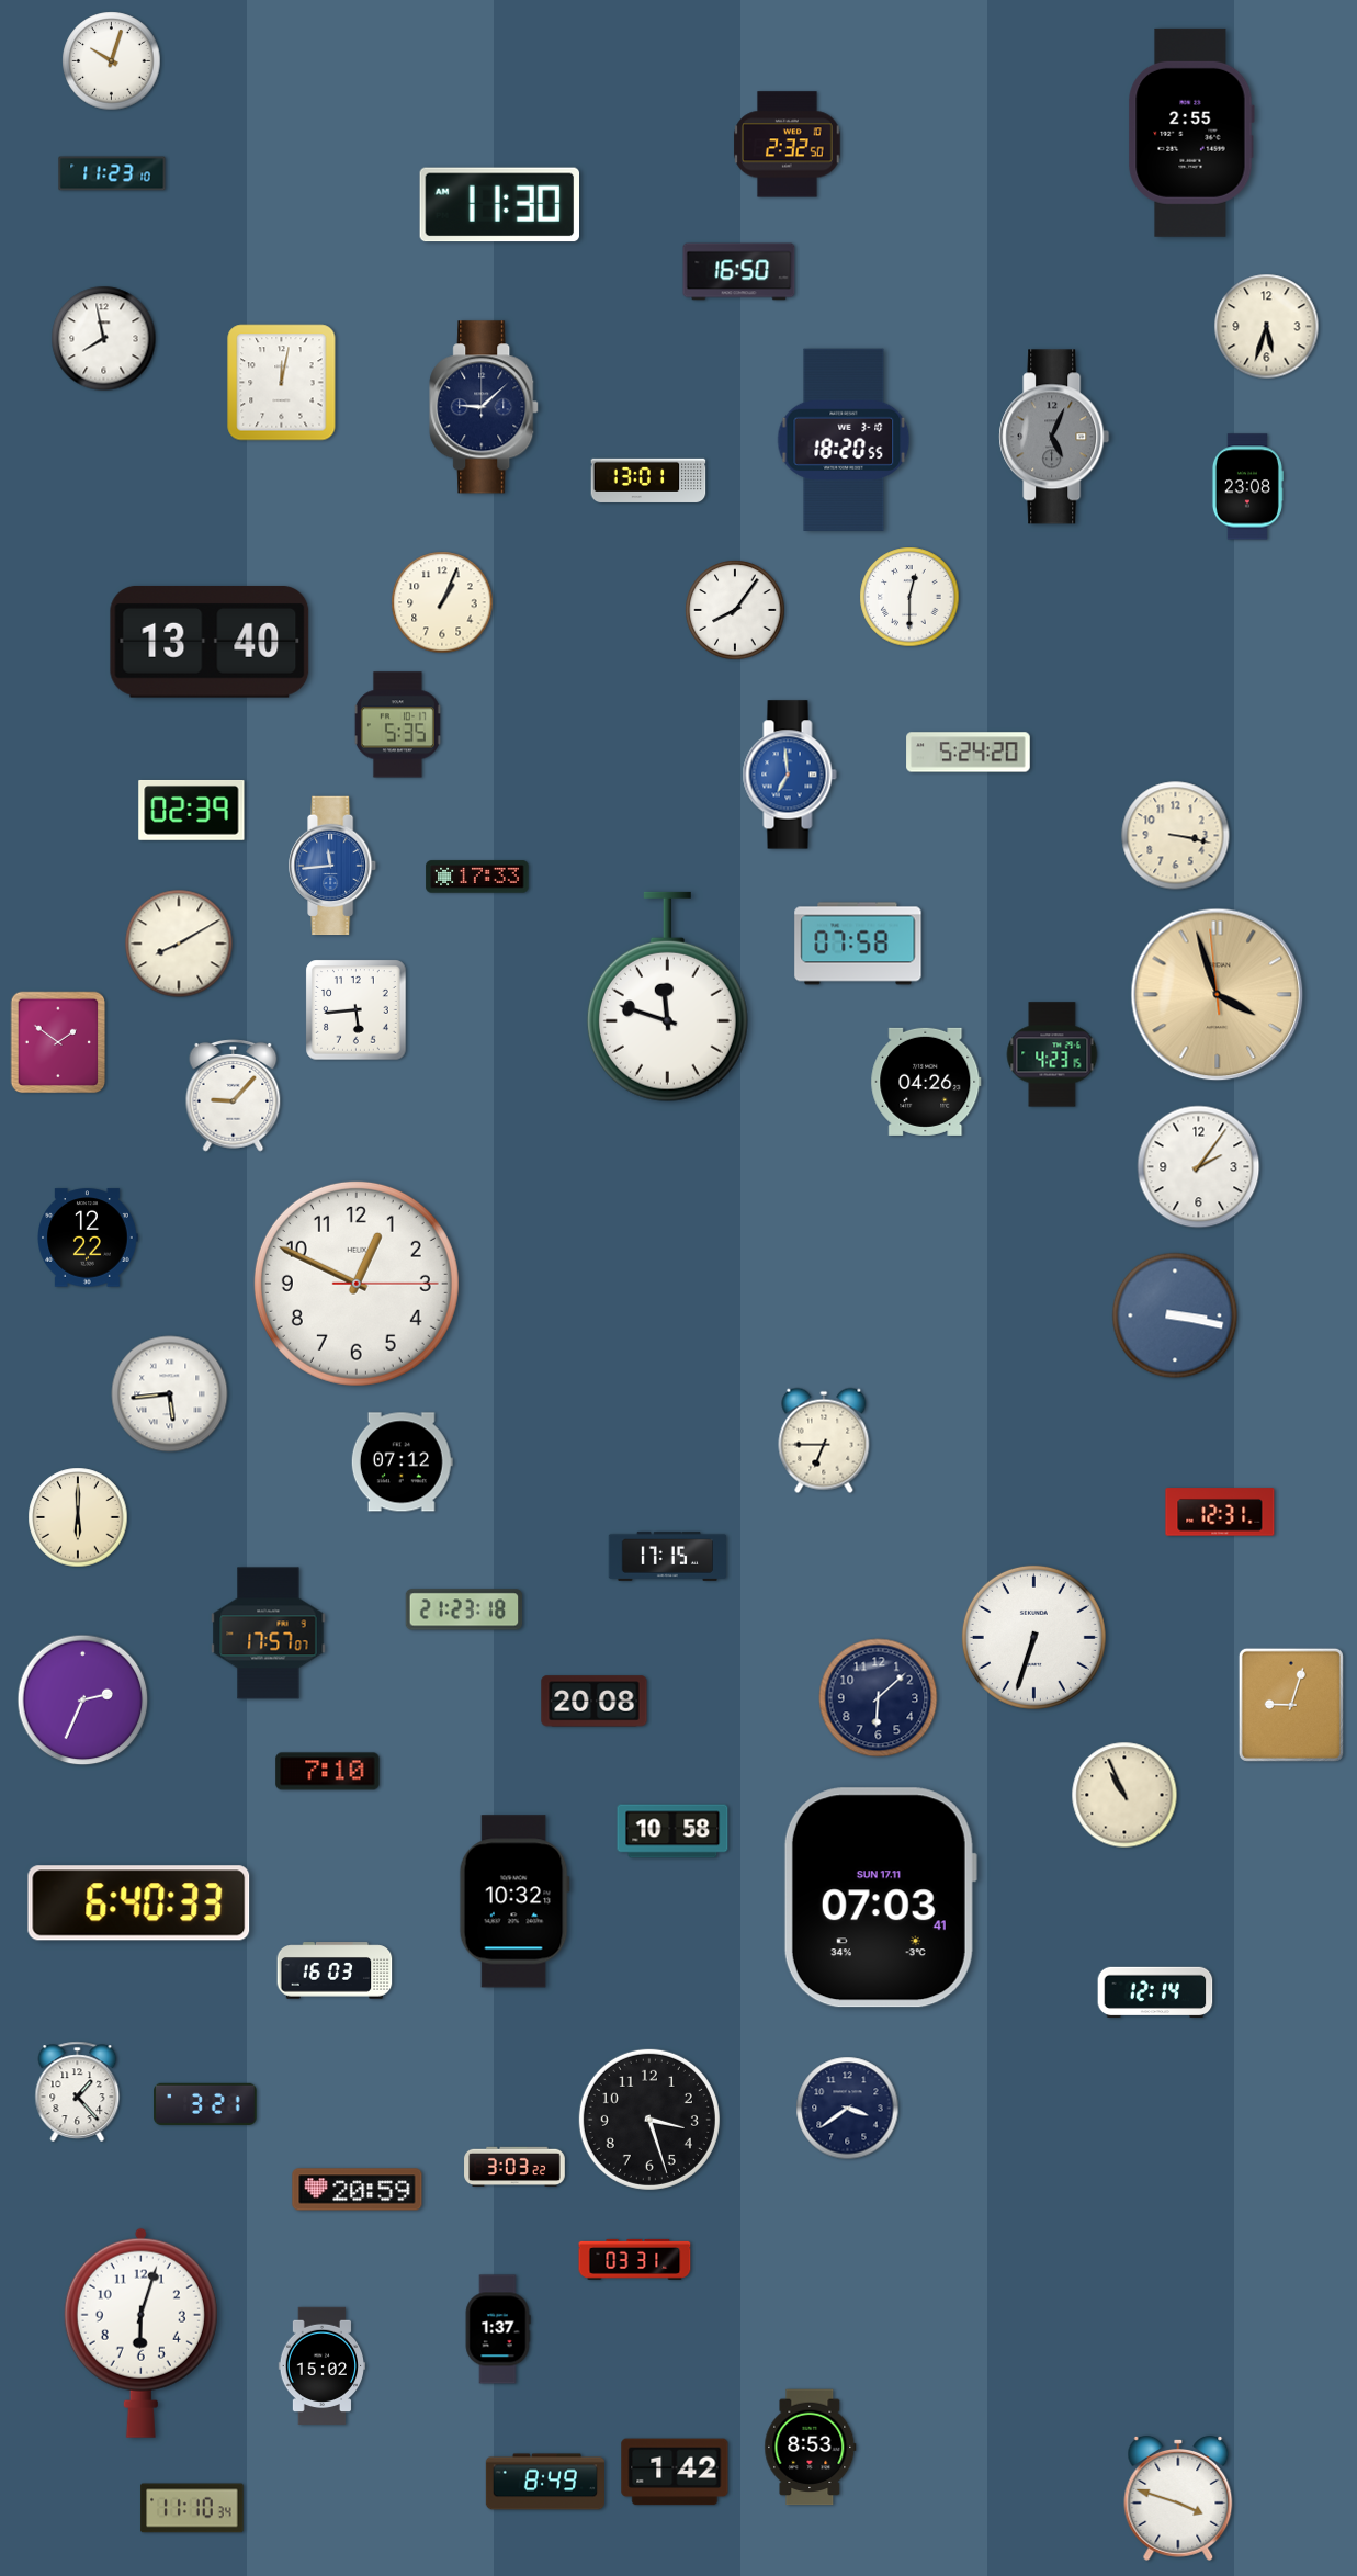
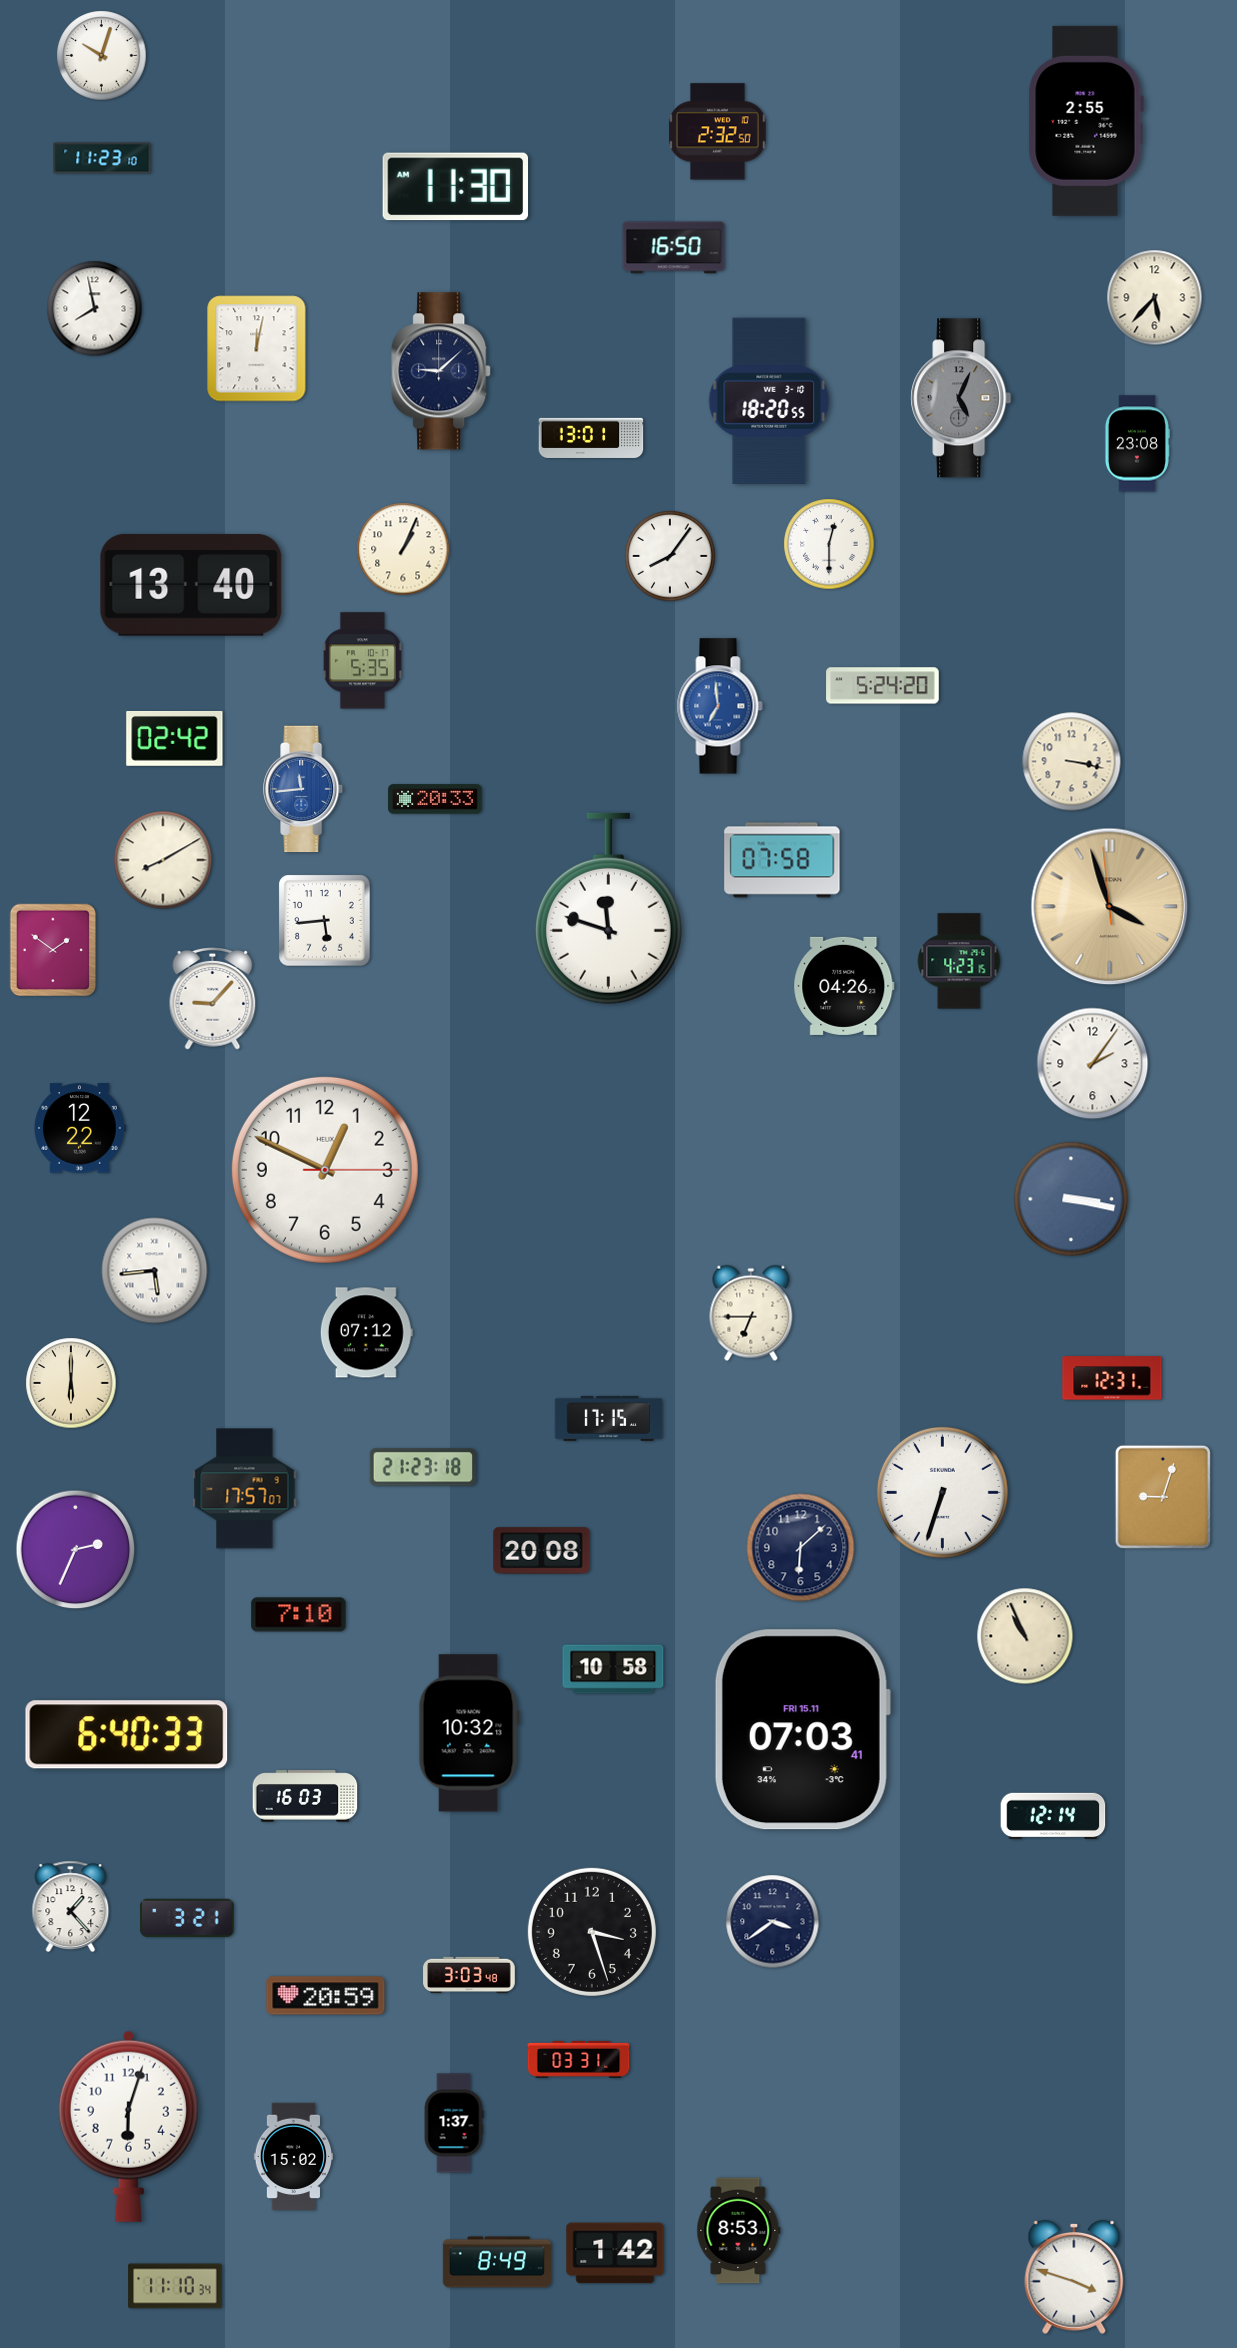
clock at (1267, 327): 5:33 -> 5:37
clock at (192, 811): 02:39 -> 02:42
clock at (477, 877): 17:33 -> 20:33
clock at (1291, 1705) position: (1291, 1705) -> (1163, 1497)
clock at (880, 1898) date: SUN 17.11 -> FRI 15.11
clock at (514, 2167): 3:03:22 -> 3:03:48
